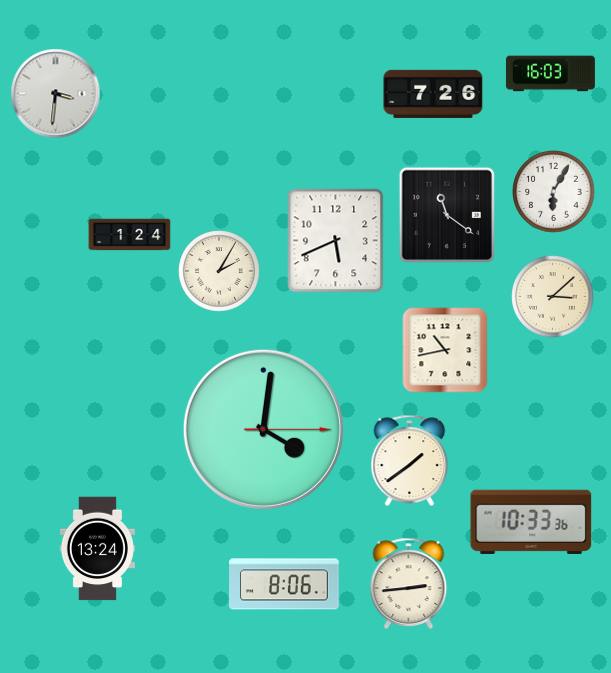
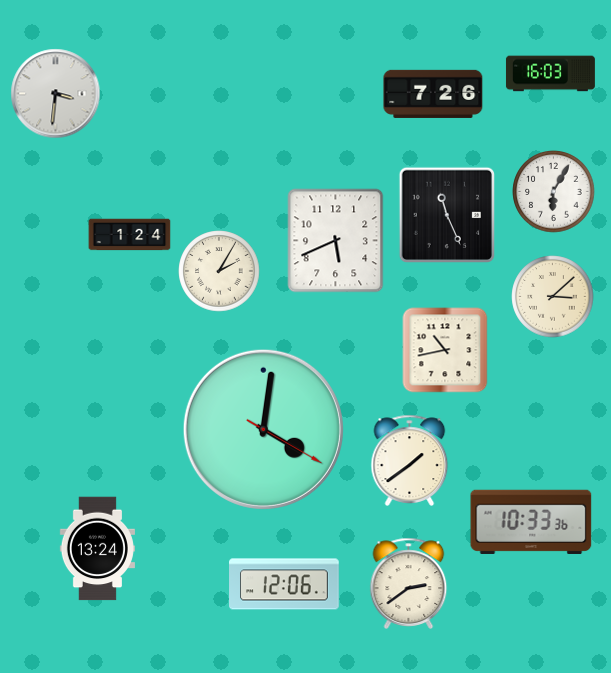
clock at (447, 215): 11:21 -> 11:26
clock at (263, 429): 4:01:15 -> 4:01:20
clock at (409, 583): 2:44 -> 2:39
clock at (284, 584): 8:06 -> 12:06
